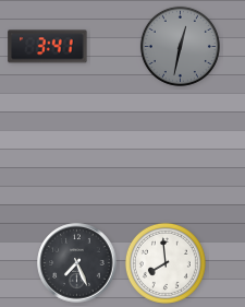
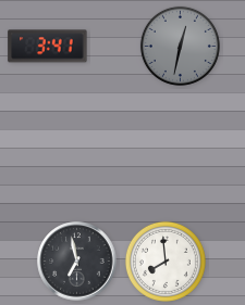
clock at (77, 263): 7:26 -> 6:58
